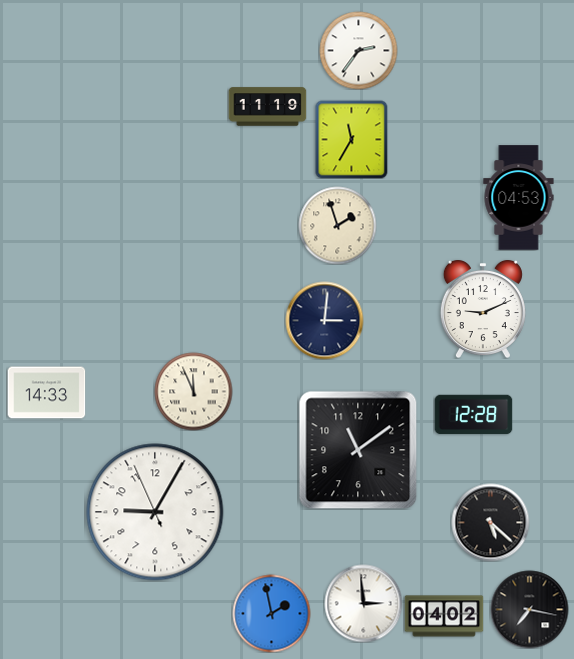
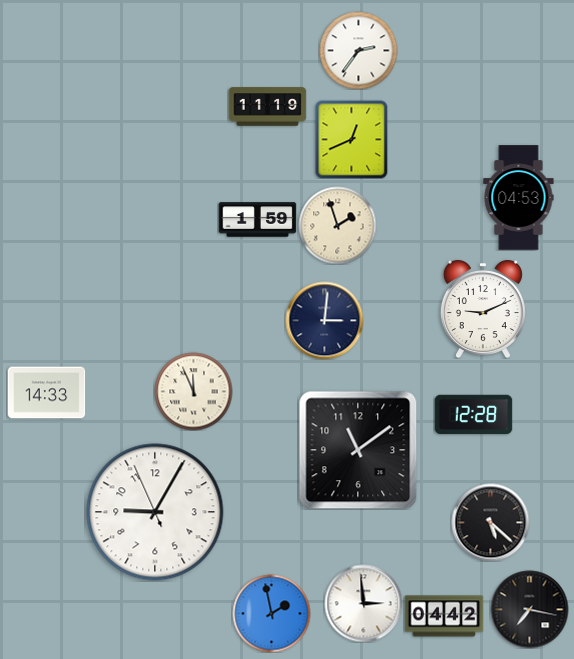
clock at (352, 139): 11:35 -> 12:41
clock at (257, 220): none -> 1:59
clock at (444, 616): 04:02 -> 04:42
